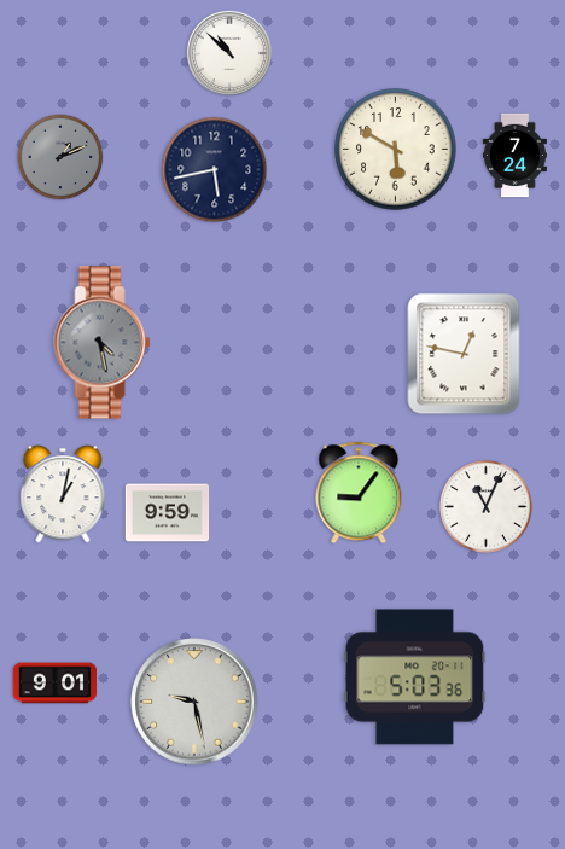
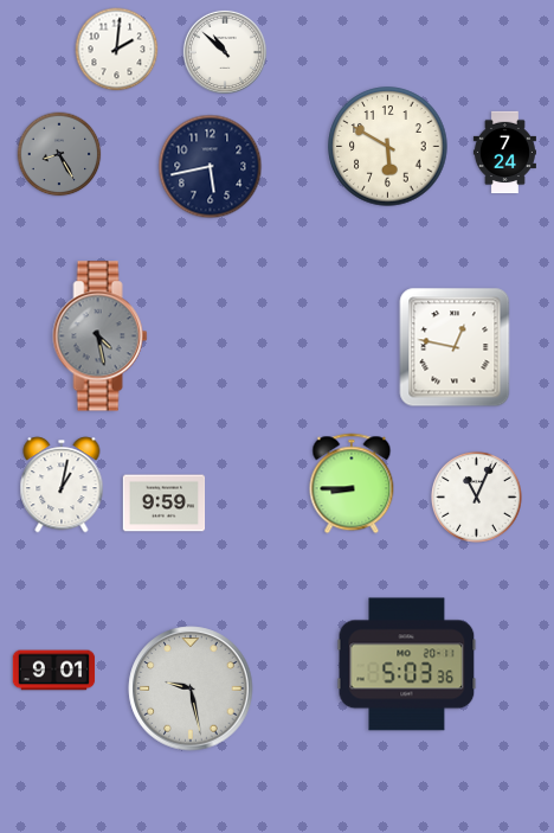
clock at (117, 50): none -> 2:01
clock at (60, 157): 1:11 -> 8:25
clock at (359, 493): 9:06 -> 8:45
